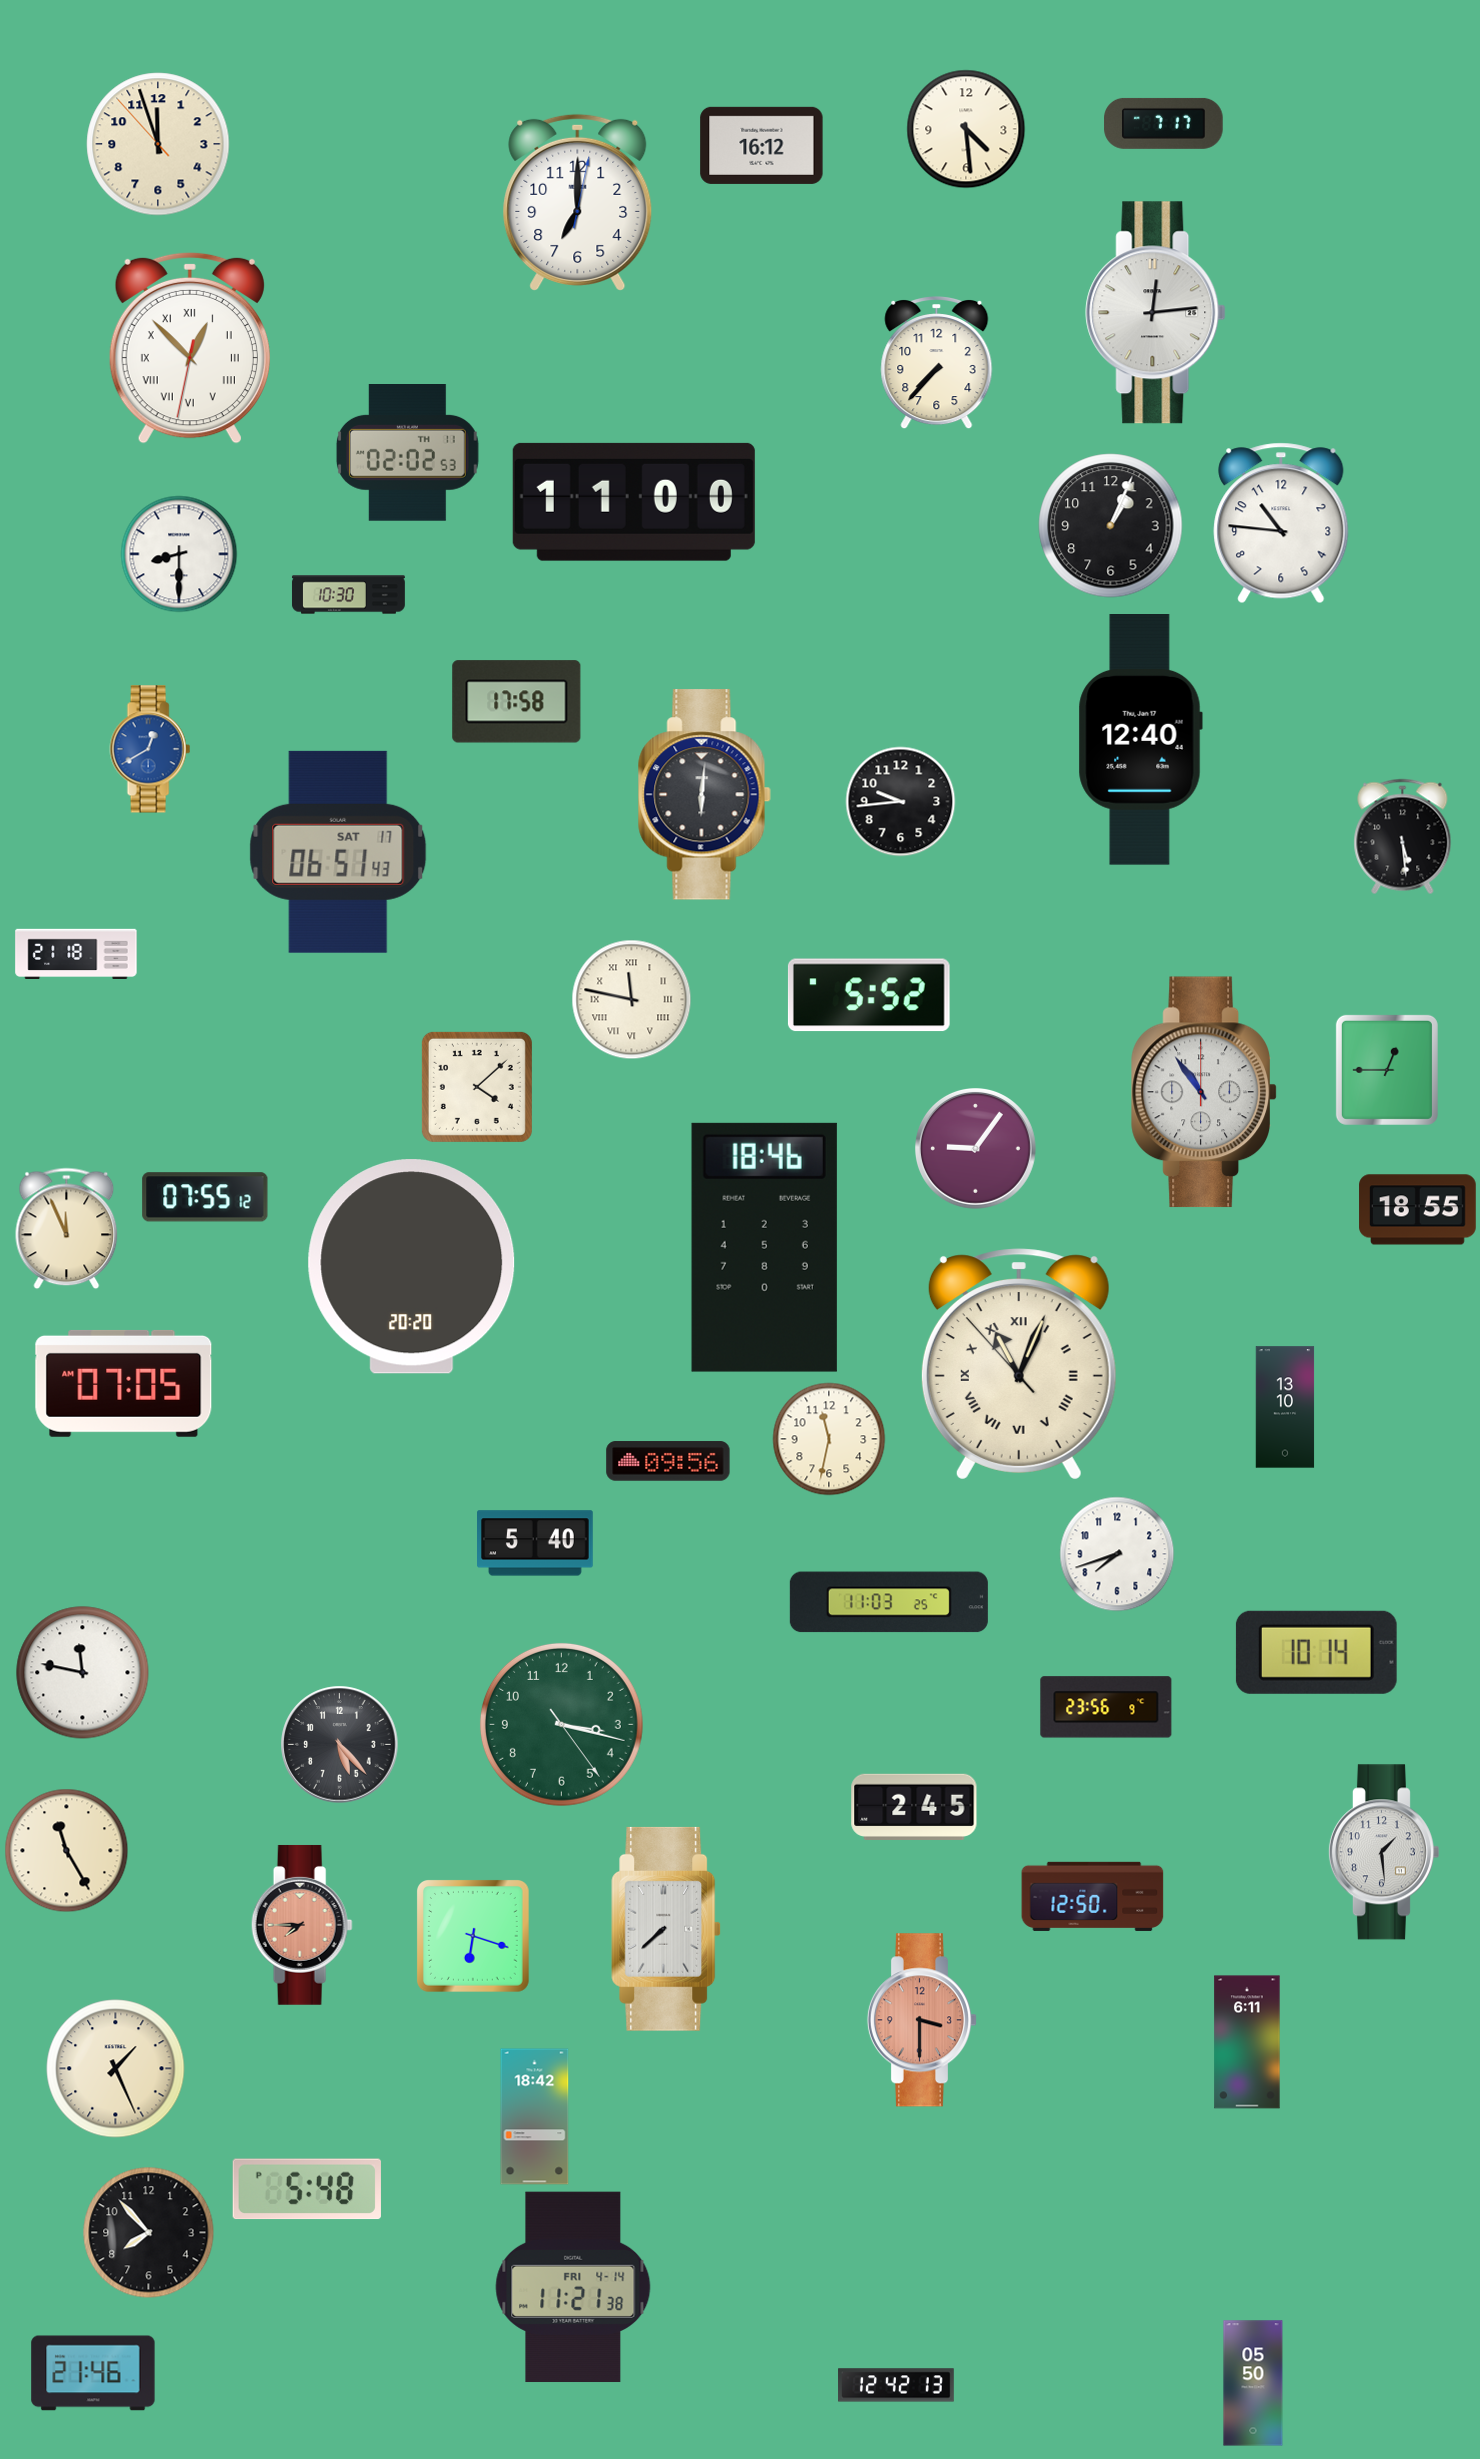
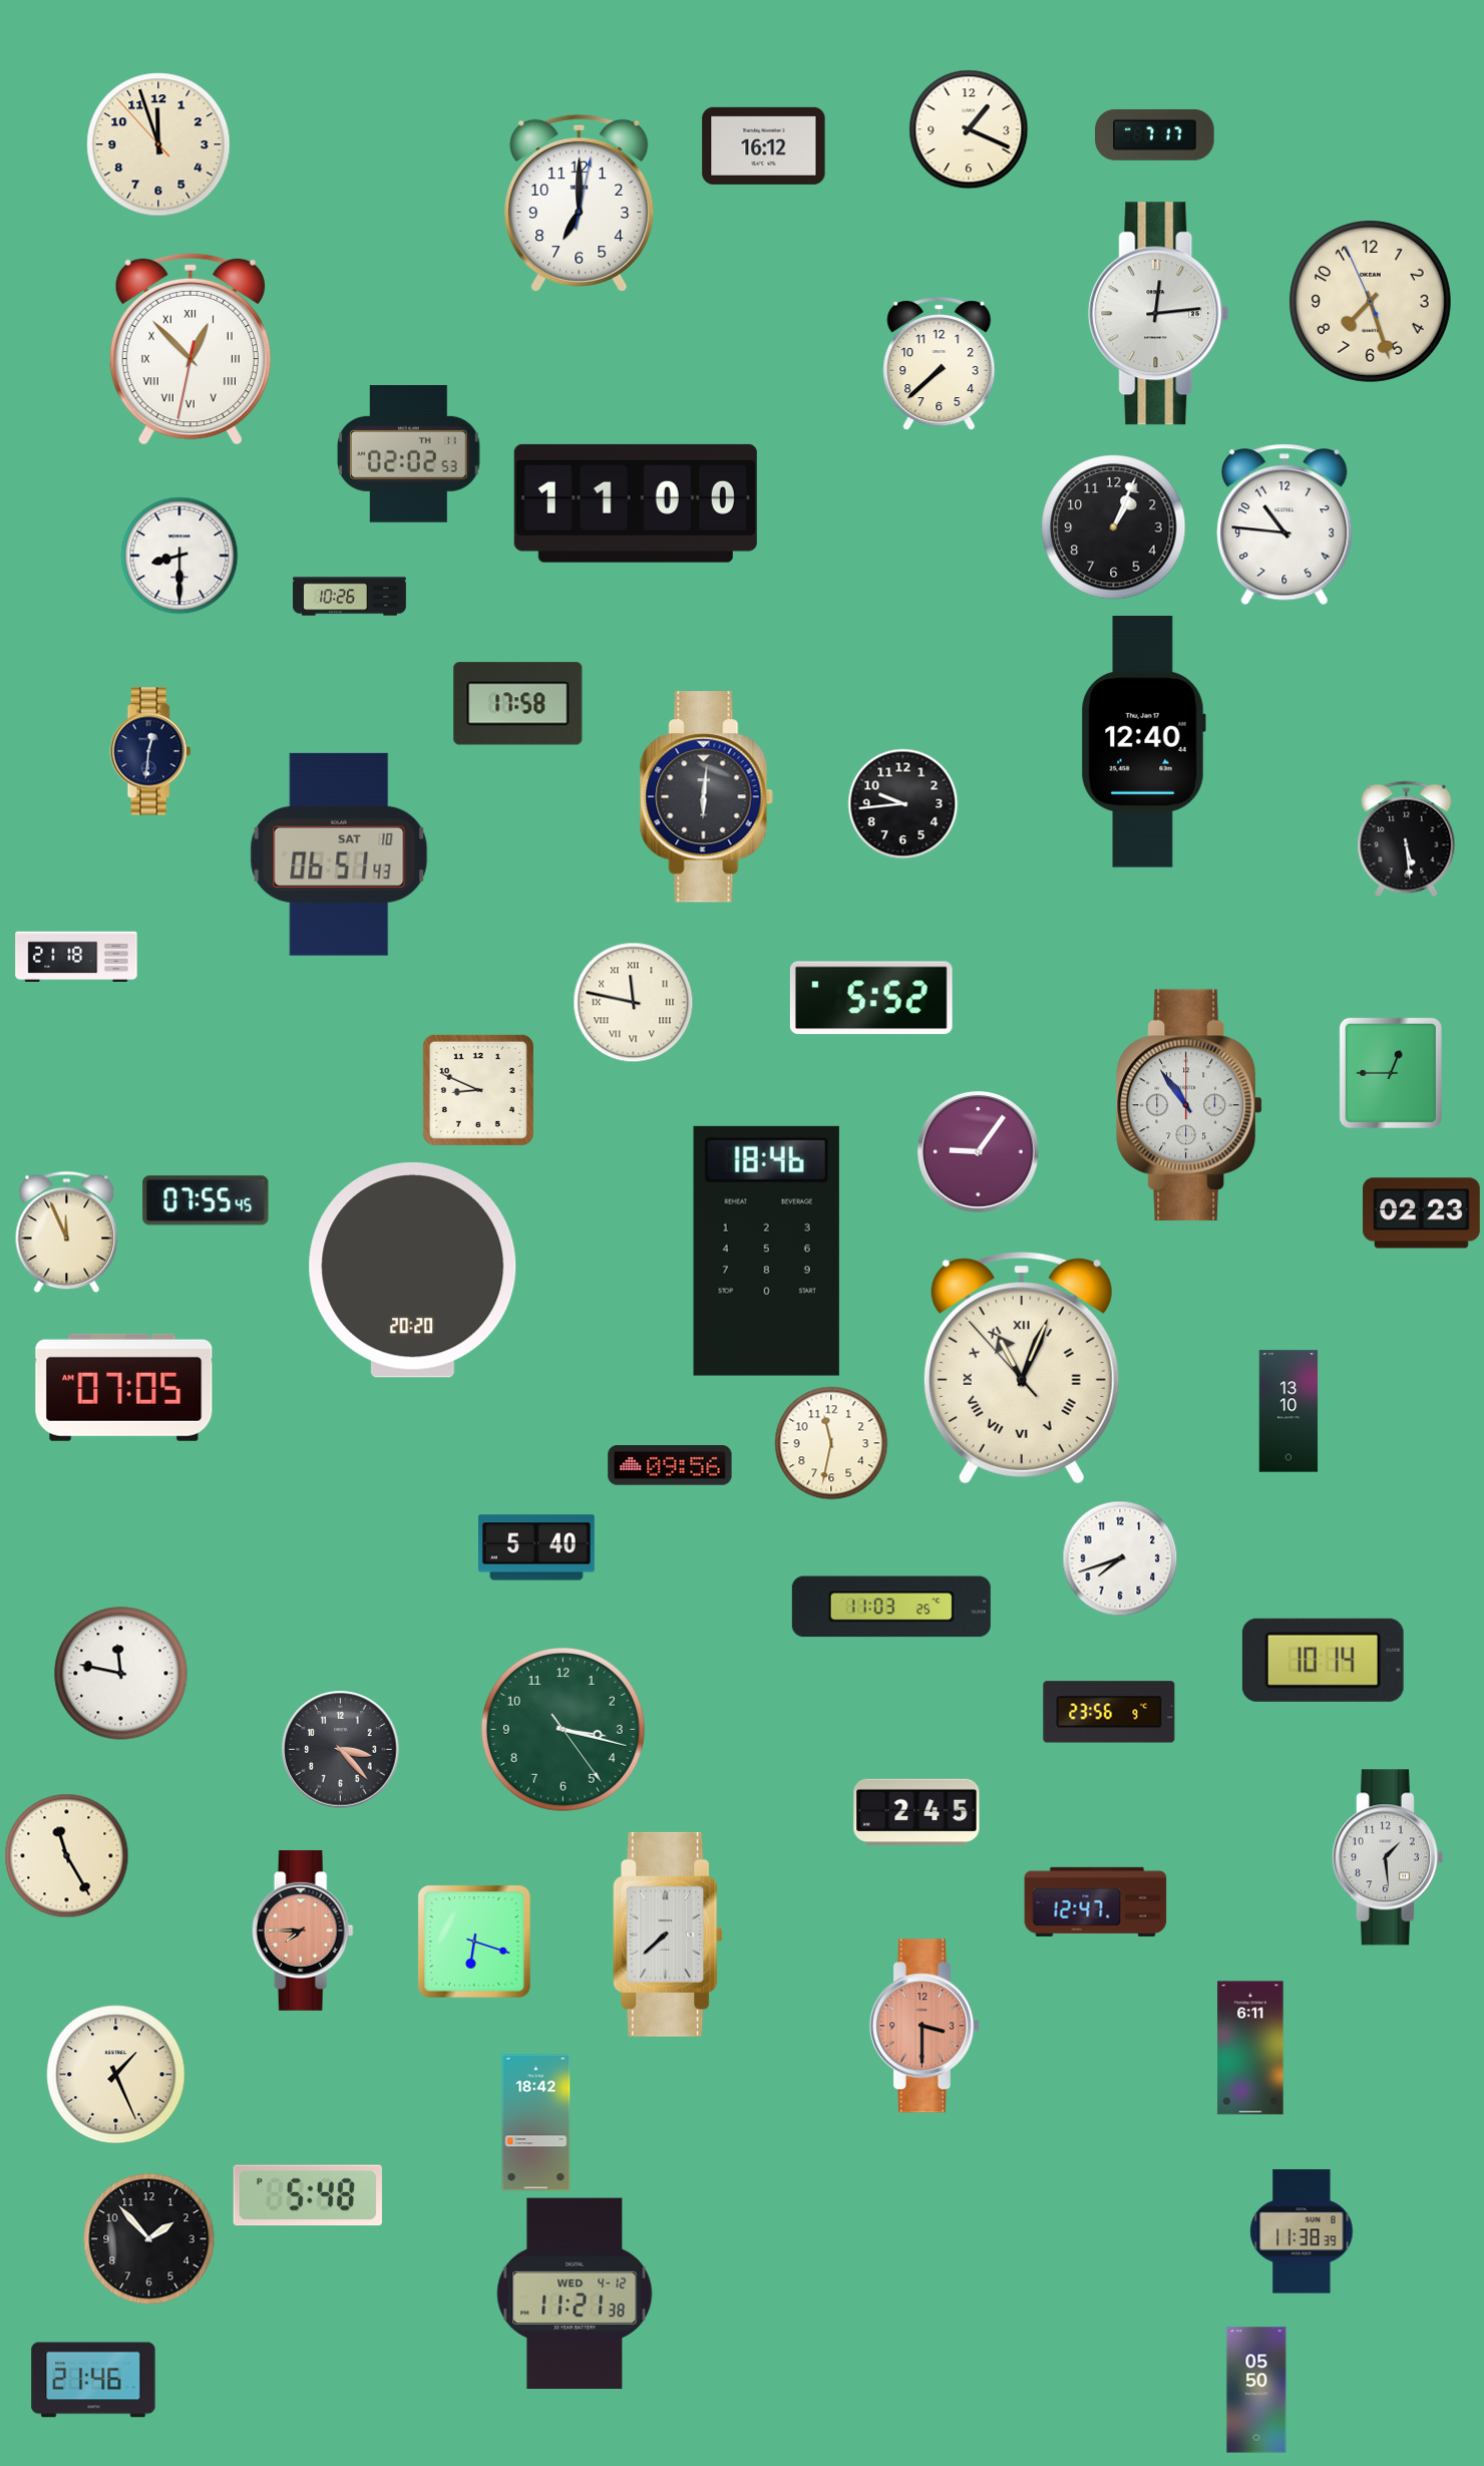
clock at (1164, 123) position: (1164, 123) -> (1155, 134)
clock at (966, 129): 4:29 -> 1:19
clock at (1370, 301): none -> 7:26
clock at (937, 364): 7:37 -> 7:38
clock at (348, 595): 10:30 -> 10:26
clock at (150, 749): 12:40 -> 12:31
clock at (150, 749) dial: blue -> navy
clock at (338, 852) date: SAT 17 -> SAT 10
clock at (477, 1087): 4:08 -> 8:49
clock at (1204, 1092) position: (1204, 1092) -> (1189, 1105)
clock at (205, 1197): 07:55:12 -> 07:55:45
clock at (1418, 1210): 18:55 -> 02:23
clock at (1316, 1652) position: (1316, 1652) -> (1323, 1660)
clock at (83, 1673) position: (83, 1673) -> (121, 1674)
clock at (340, 1745): 5:23 -> 3:23
clock at (1093, 1896): 12:50 -> 12:47
clock at (1302, 2231): none -> 11:38
clock at (149, 2233): 7:53 -> 1:53
clock at (573, 2287) date: FRI 4-14 -> WED 4-12
clock at (896, 2385): 12:42 -> none
